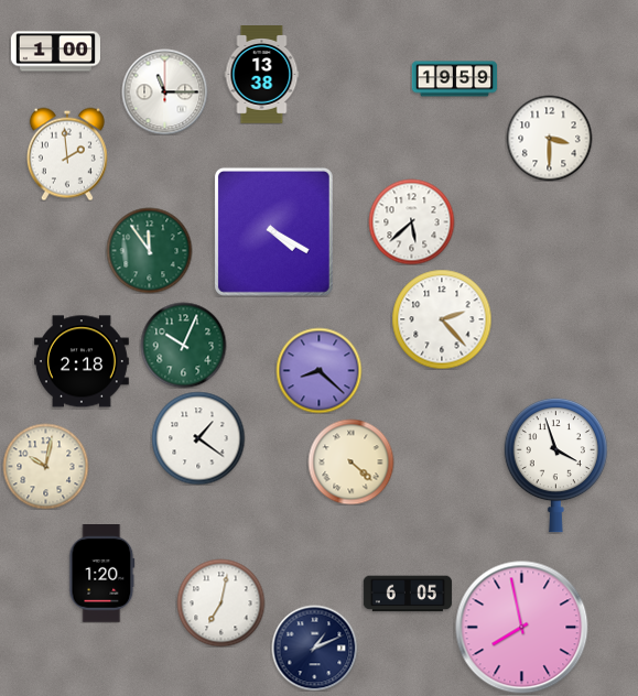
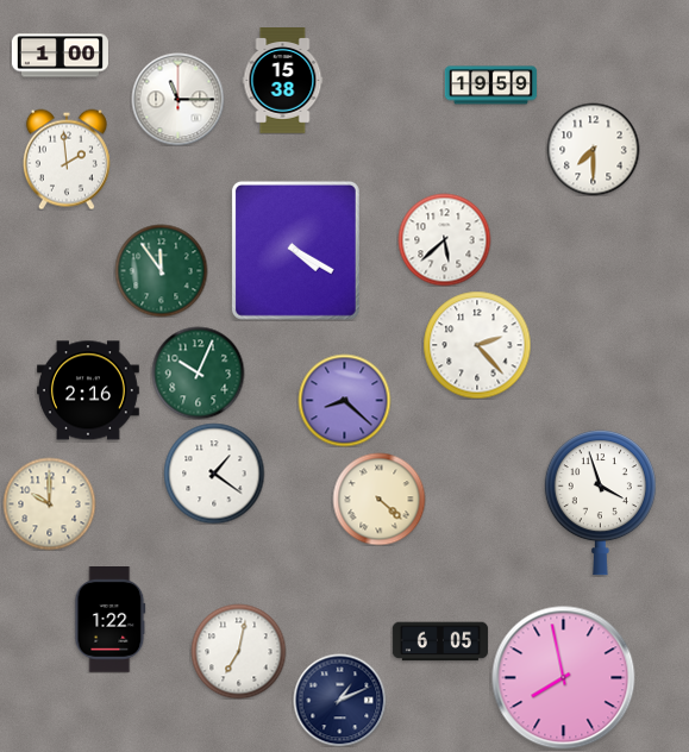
clock at (262, 75): 13:38 -> 15:38
clock at (549, 138): 3:30 -> 7:30
clock at (67, 154) position: (67, 154) -> (67, 159)
clock at (82, 361): 2:18 -> 2:16
clock at (45, 466): 10:02 -> 10:00
clock at (102, 574): 1:20 -> 1:22
